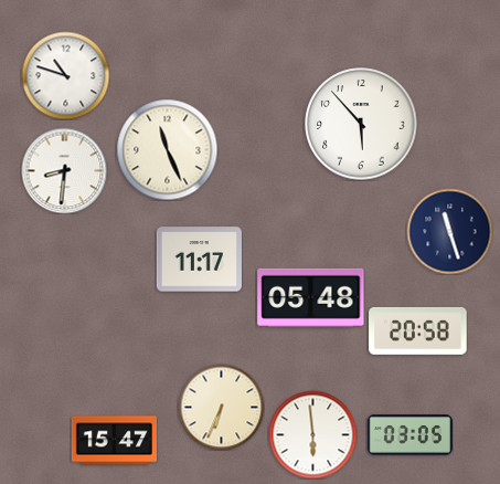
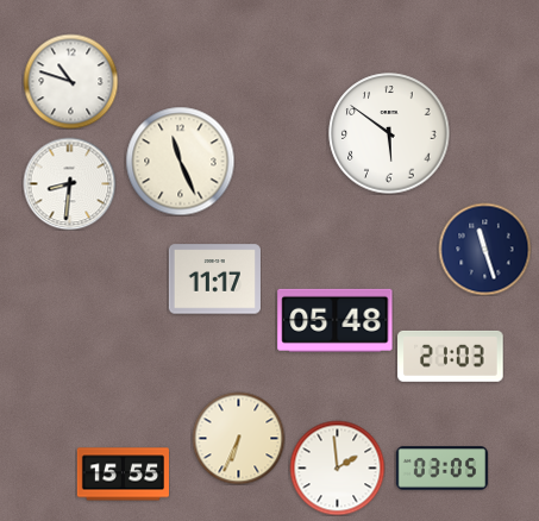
clock at (361, 124): 5:53 -> 5:51
clock at (418, 330): 20:58 -> 21:03
clock at (312, 434): 5:59 -> 1:59
clock at (114, 441): 15:47 -> 15:55
